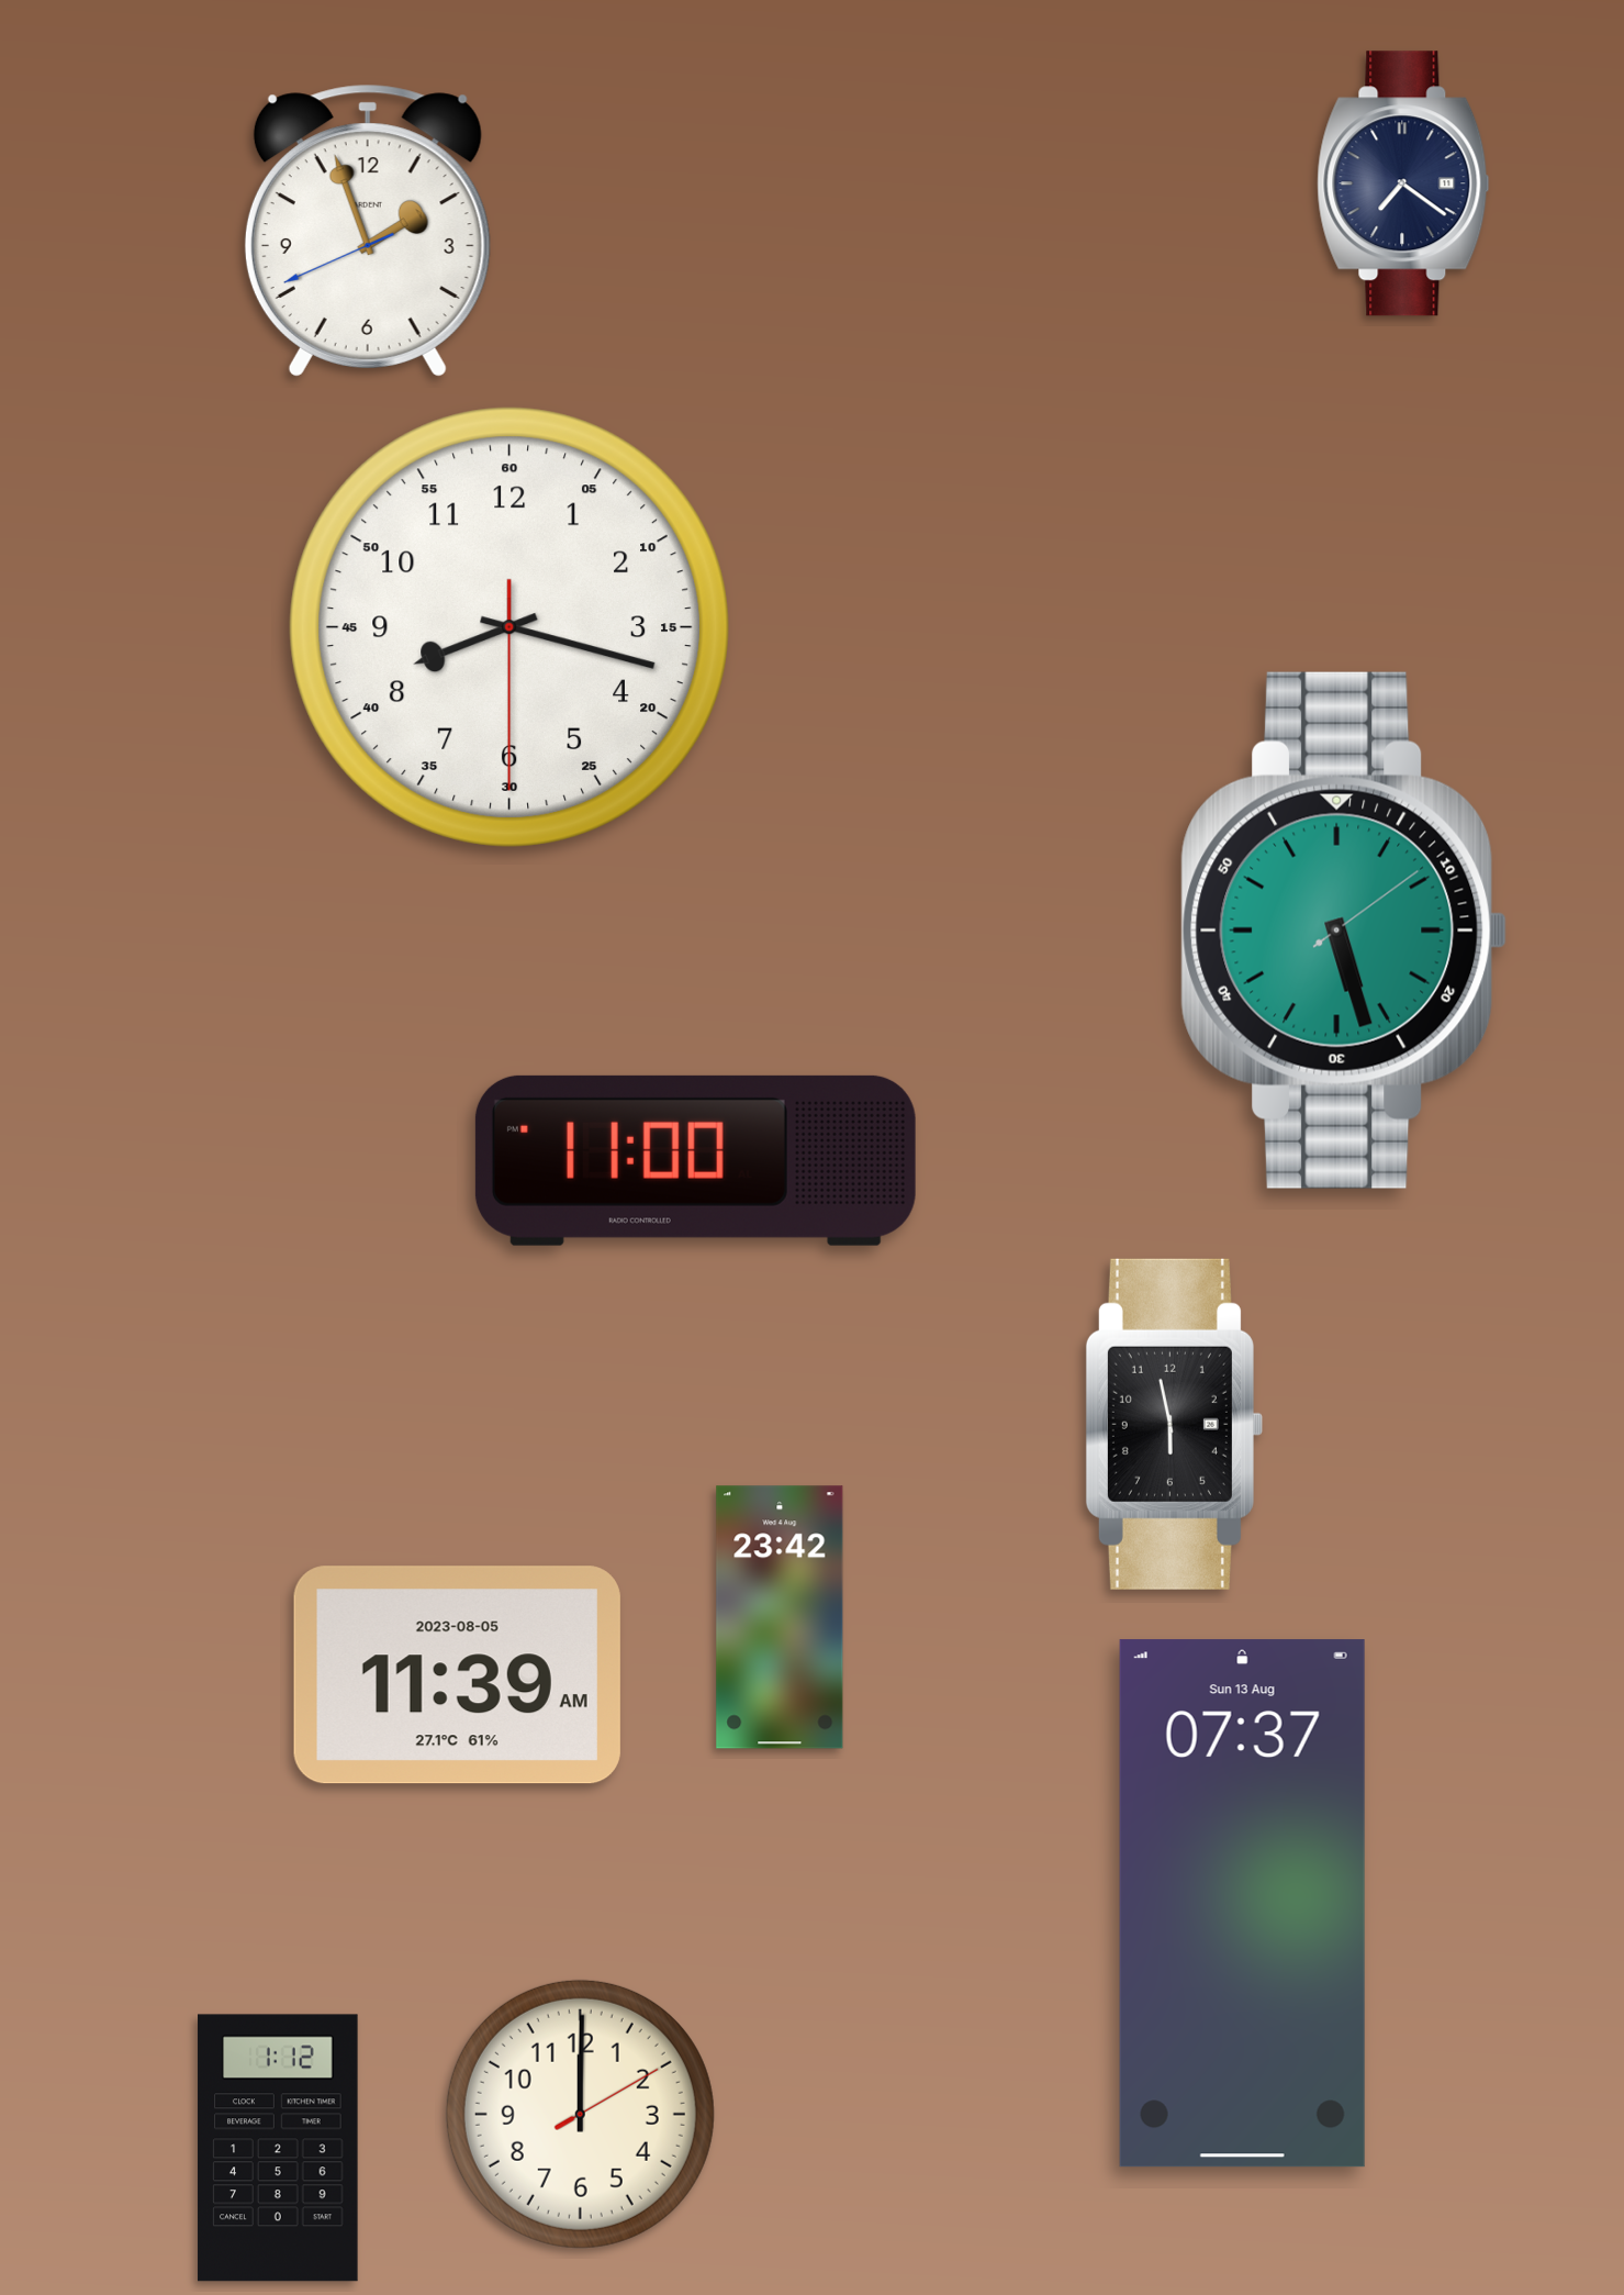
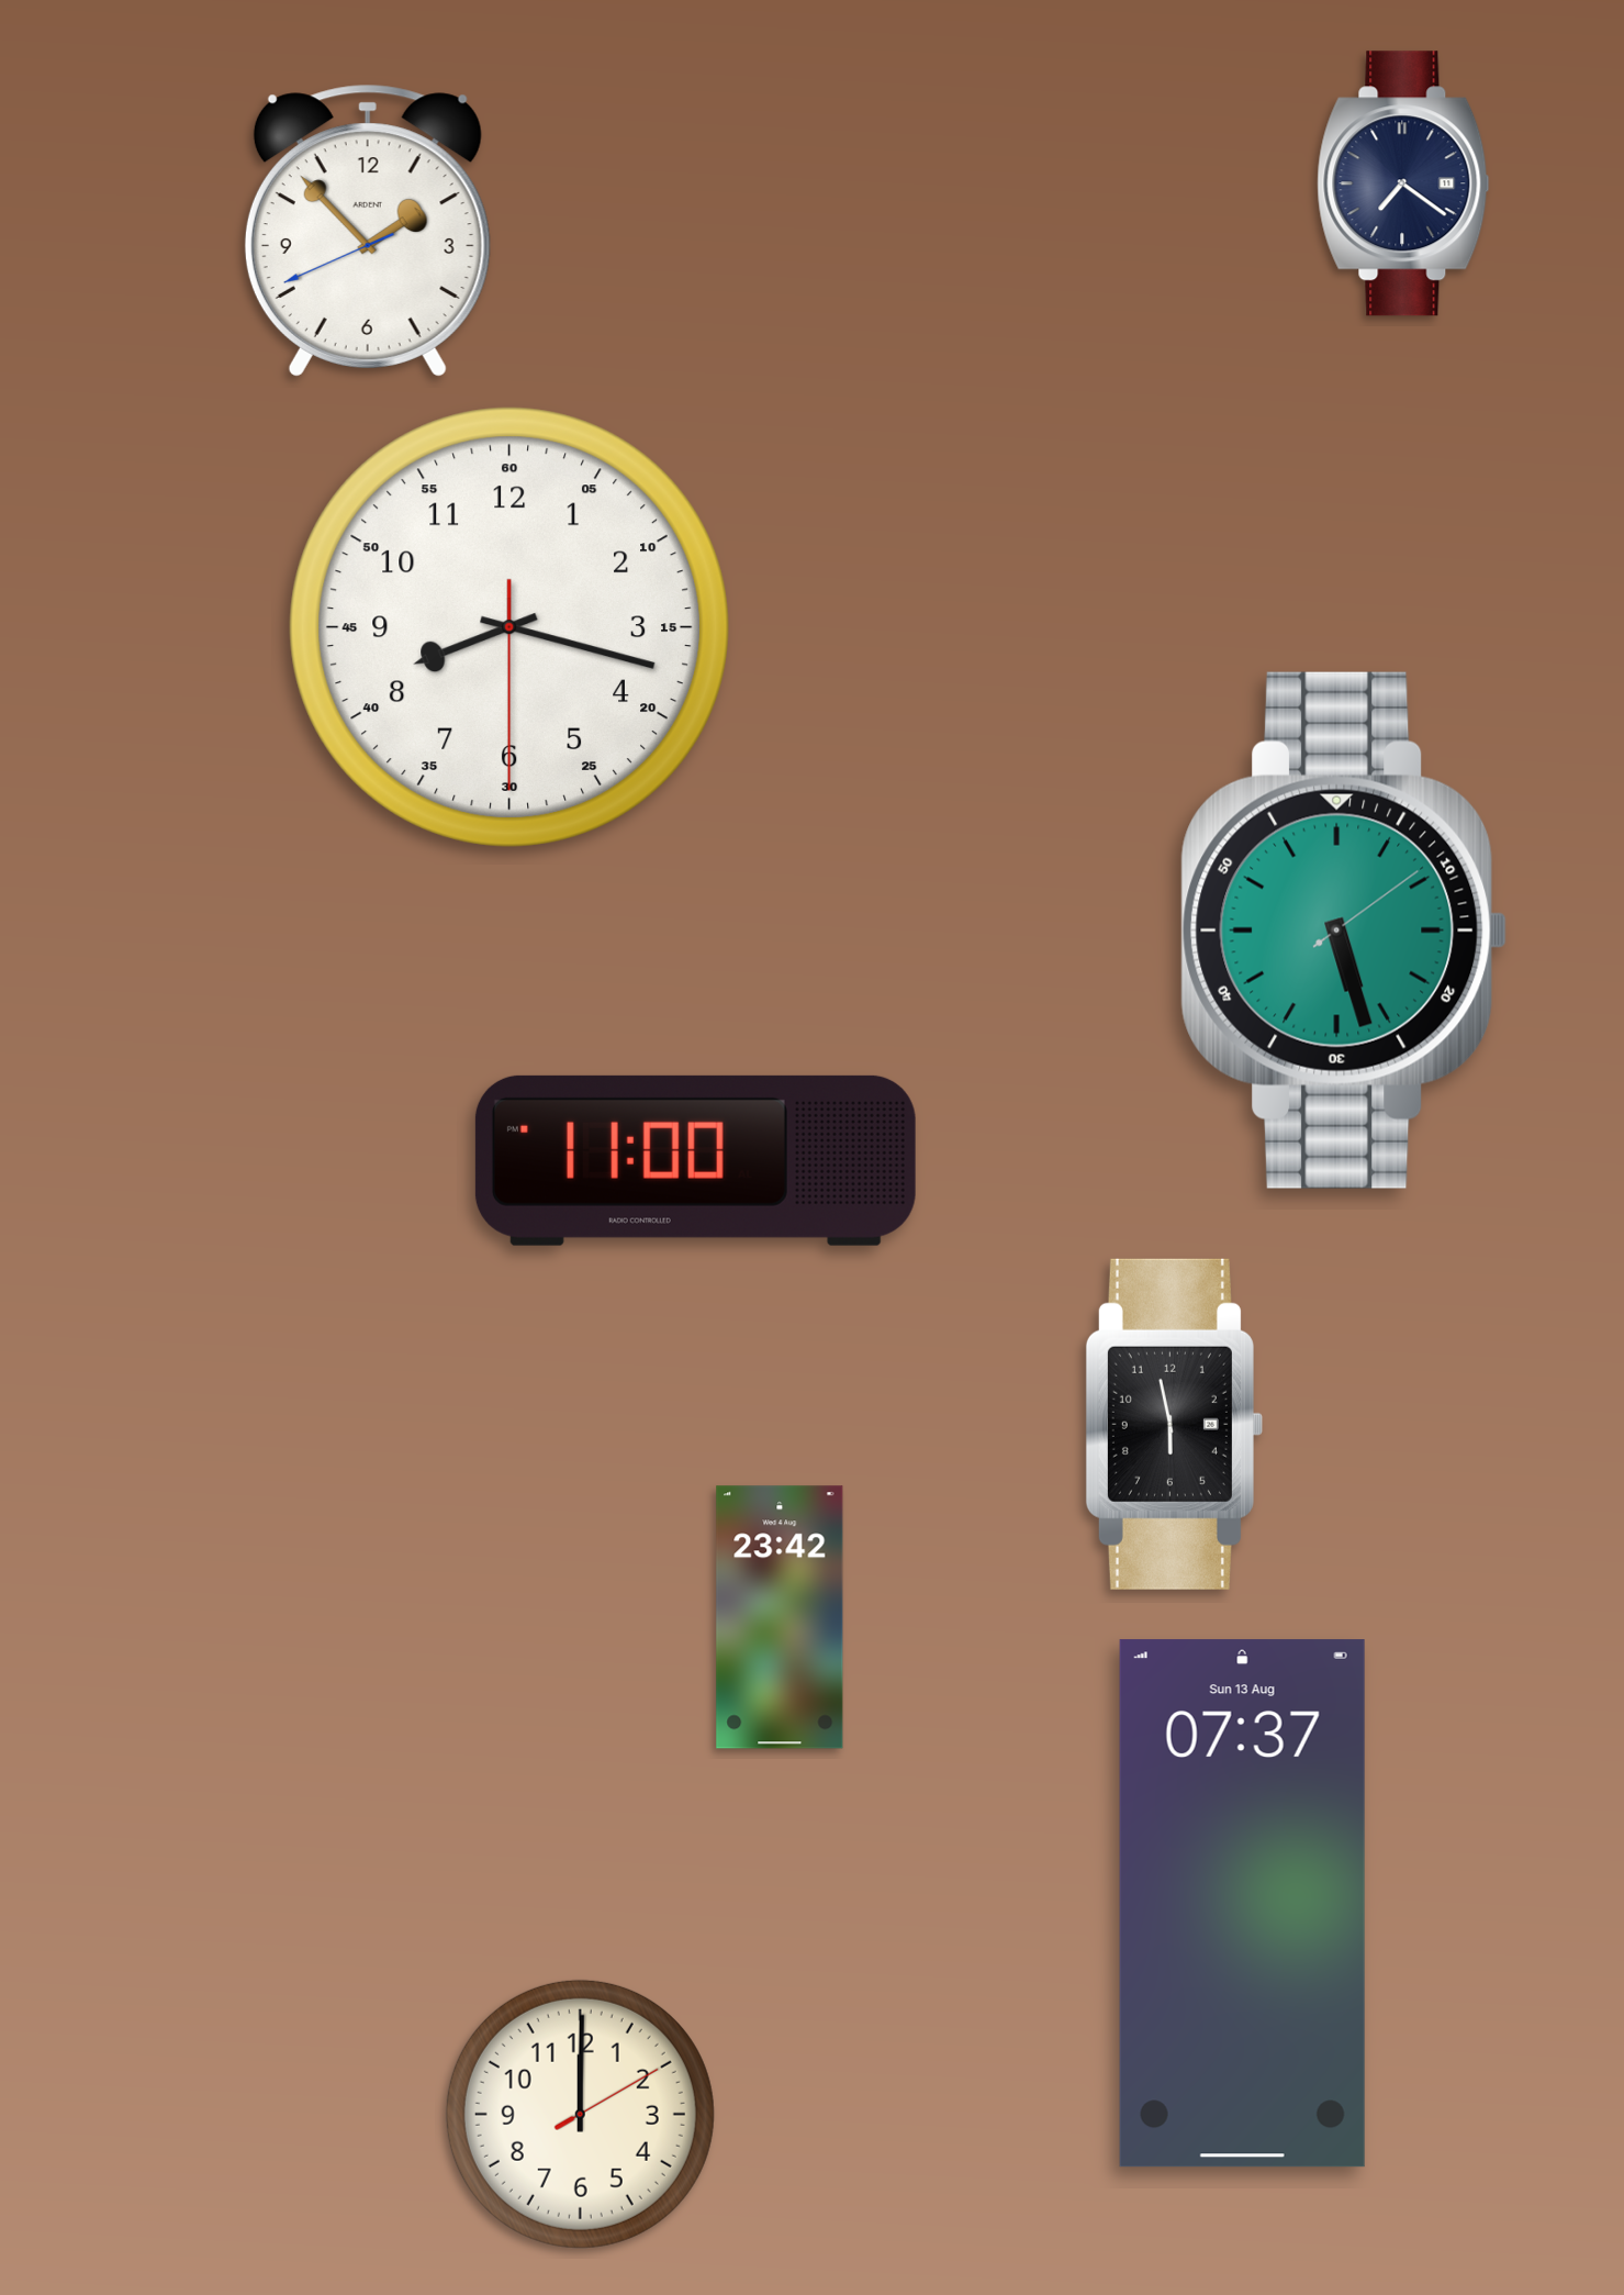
clock at (368, 231): 1:56 -> 1:52
clock at (457, 1675): 11:39 -> none
clock at (278, 2148): 1:12 -> none
